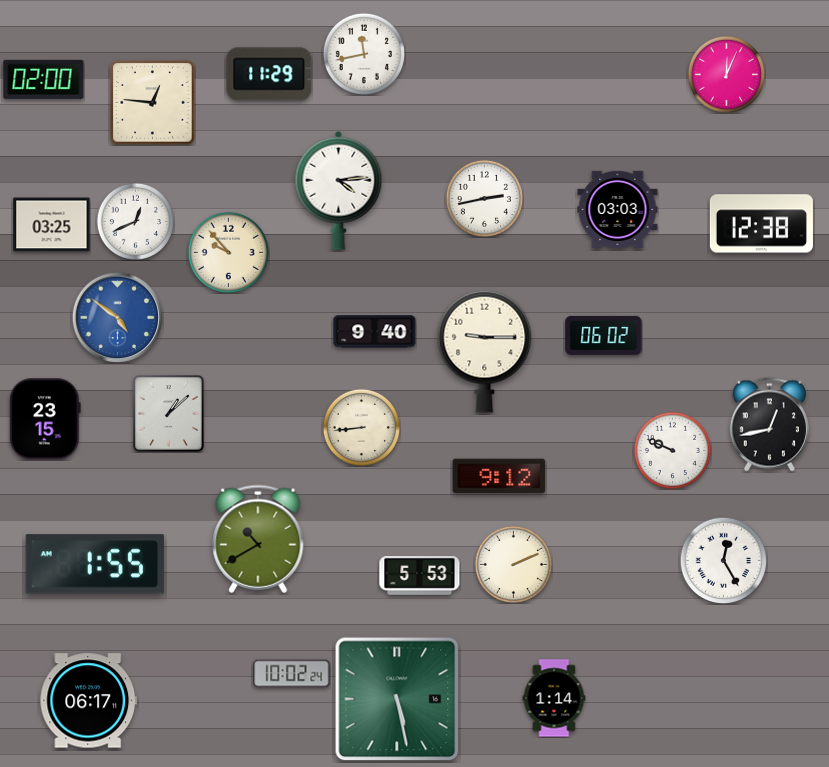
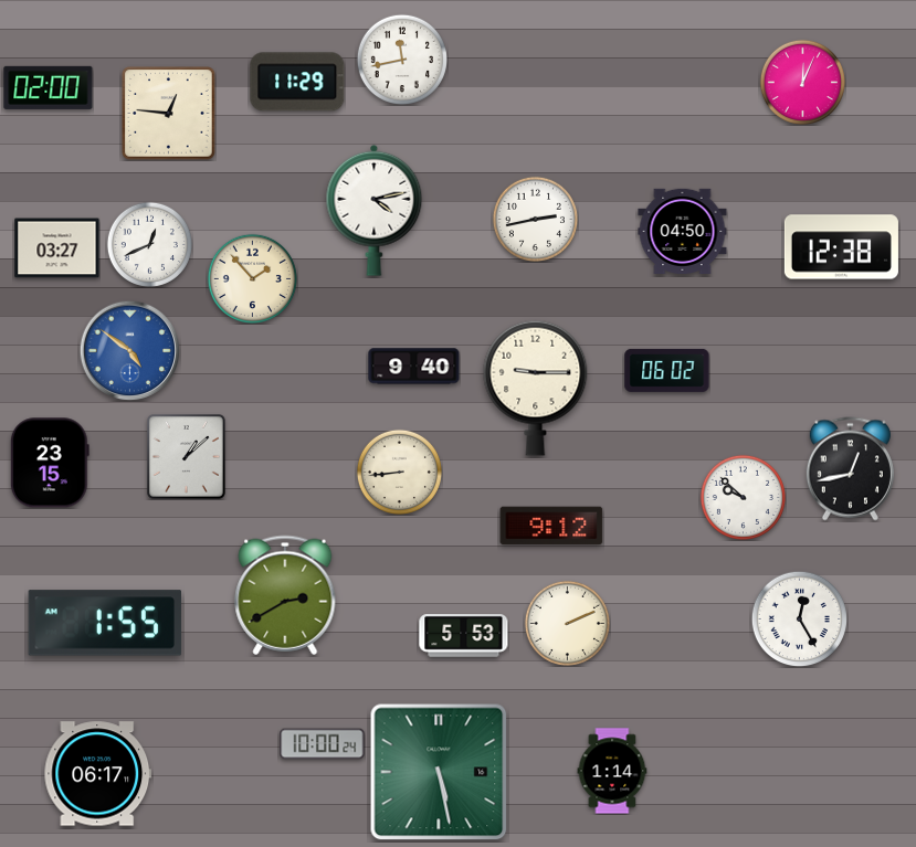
clock at (339, 190): 4:14 -> 4:13
clock at (618, 209): 03:03 -> 04:50
clock at (52, 225): 03:25 -> 03:27
clock at (228, 252): 9:53 -> 1:53
clock at (672, 450): 9:49 -> 9:52
clock at (258, 539): 10:40 -> 2:40
clock at (292, 674): 10:02 -> 10:00
